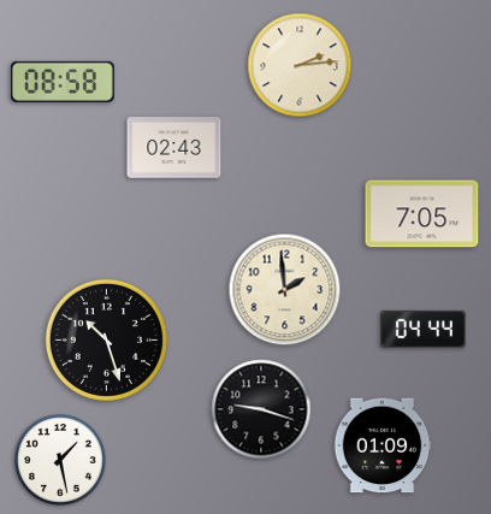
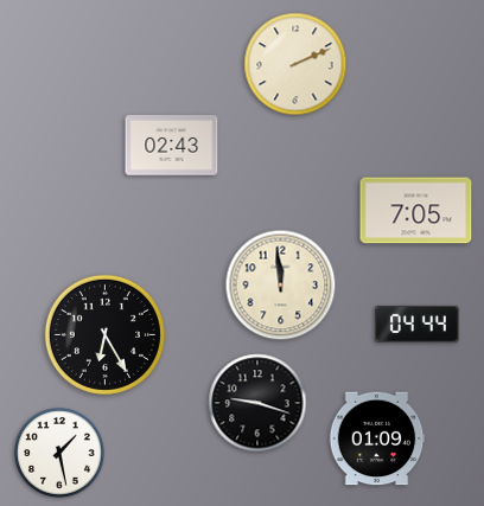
clock at (300, 65): 2:14 -> 2:11
clock at (63, 82): 08:58 -> none
clock at (285, 290): 1:59 -> 11:59
clock at (106, 339): 10:27 -> 6:25
